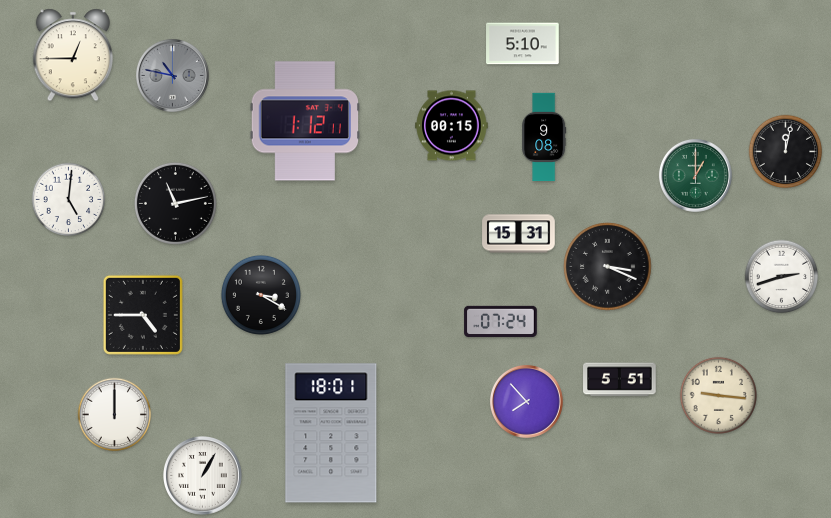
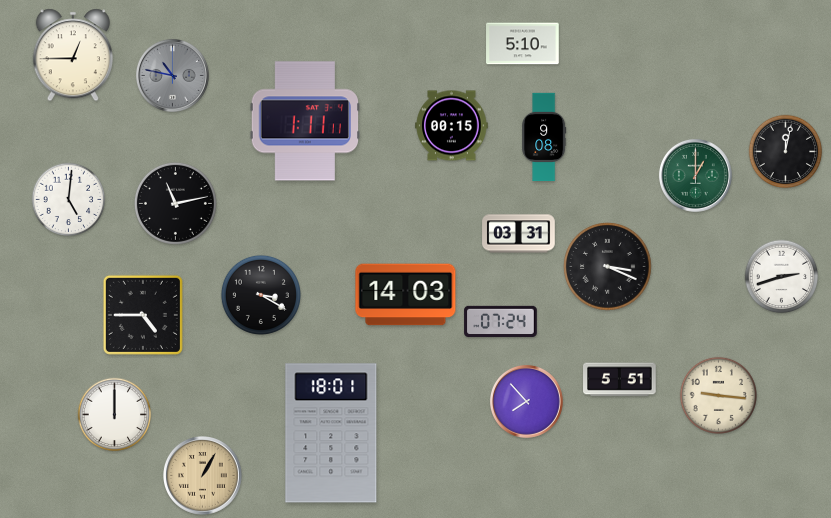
clock at (304, 121): 1:12 -> 1:11
clock at (519, 234): 15:31 -> 03:31
clock at (406, 295): none -> 14:03
clock at (203, 476) dial: white -> champagne
